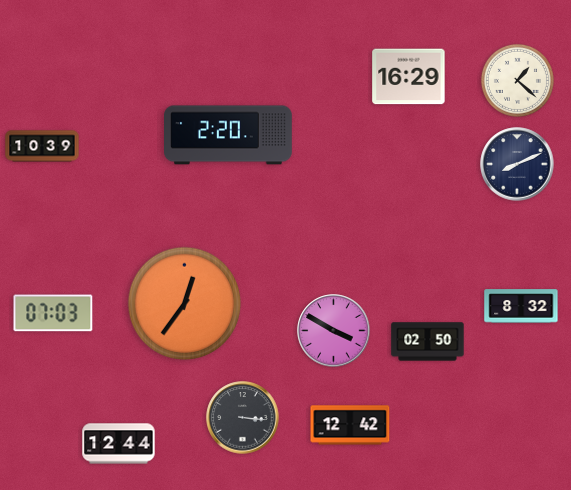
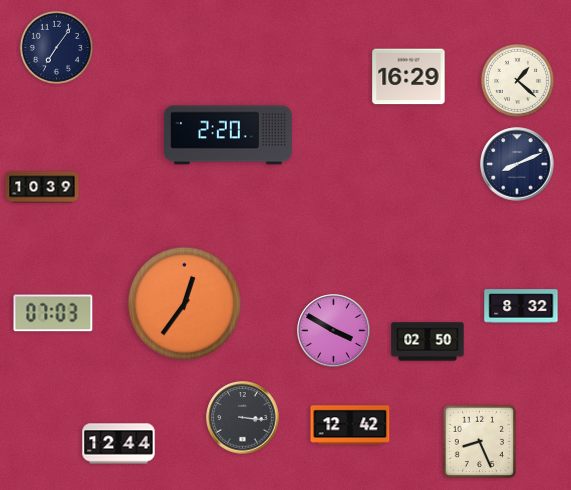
clock at (56, 47): none -> 7:06
clock at (42, 146) position: (42, 146) -> (42, 187)
clock at (479, 441): none -> 8:26
